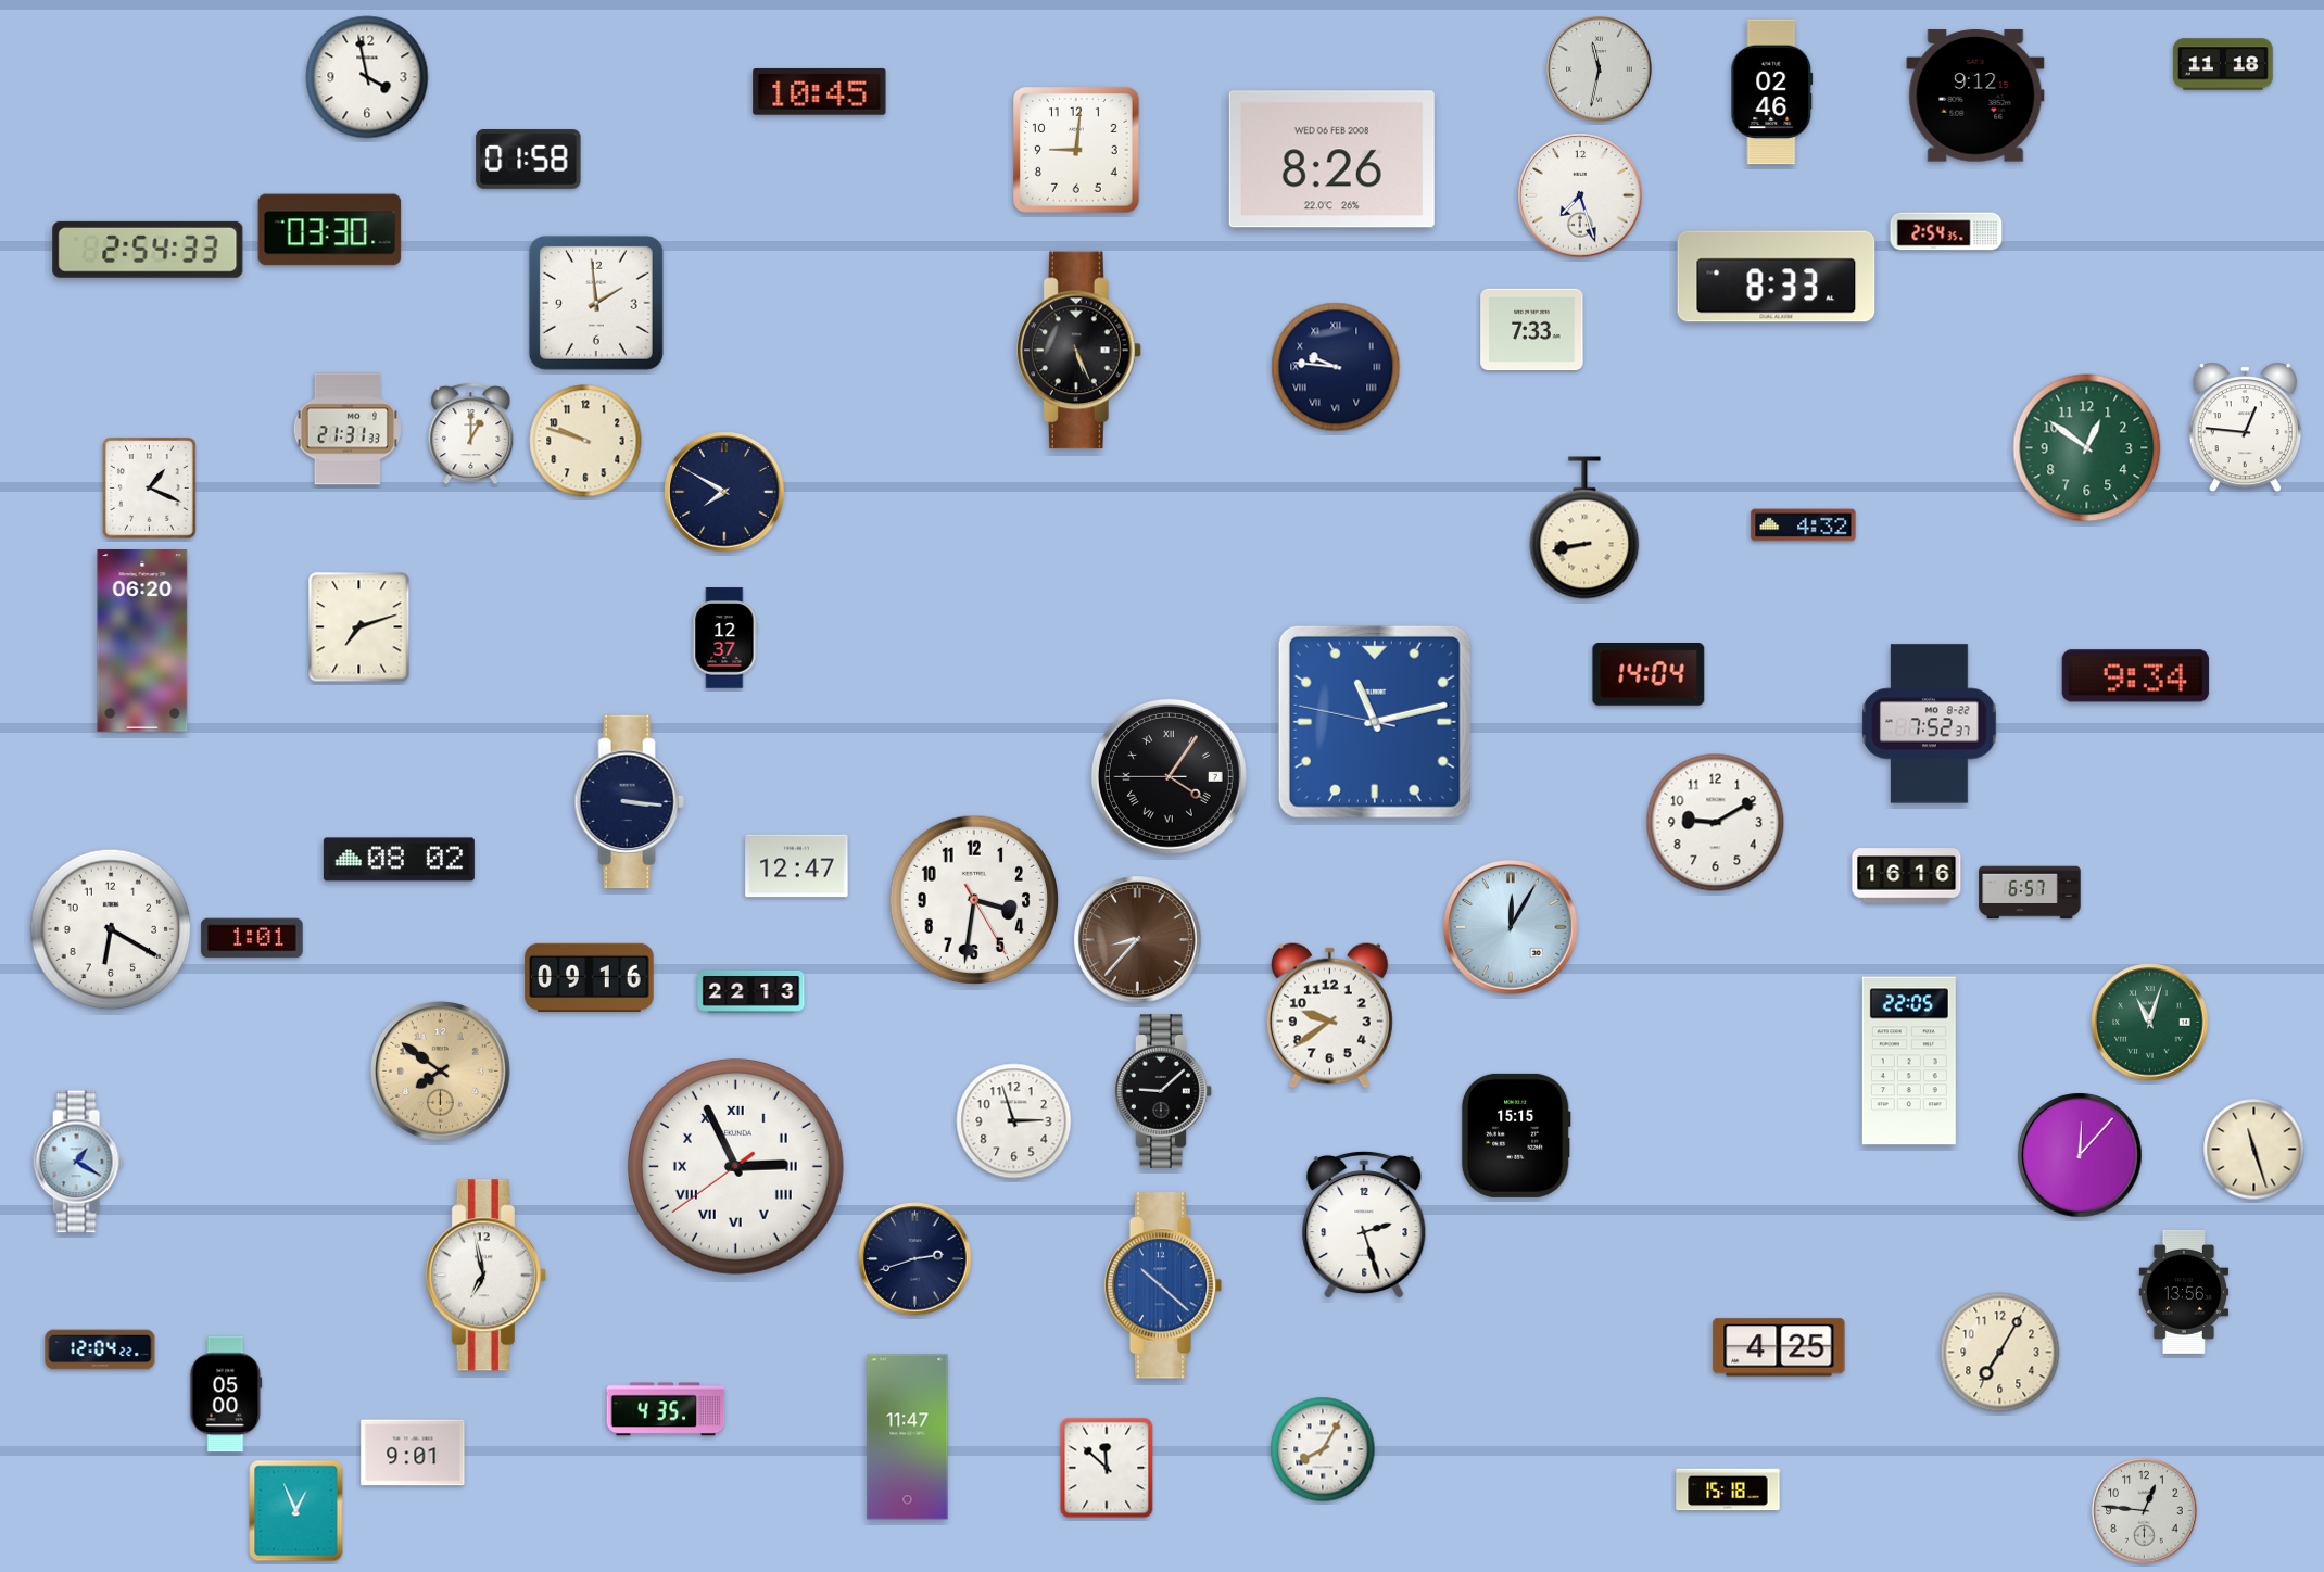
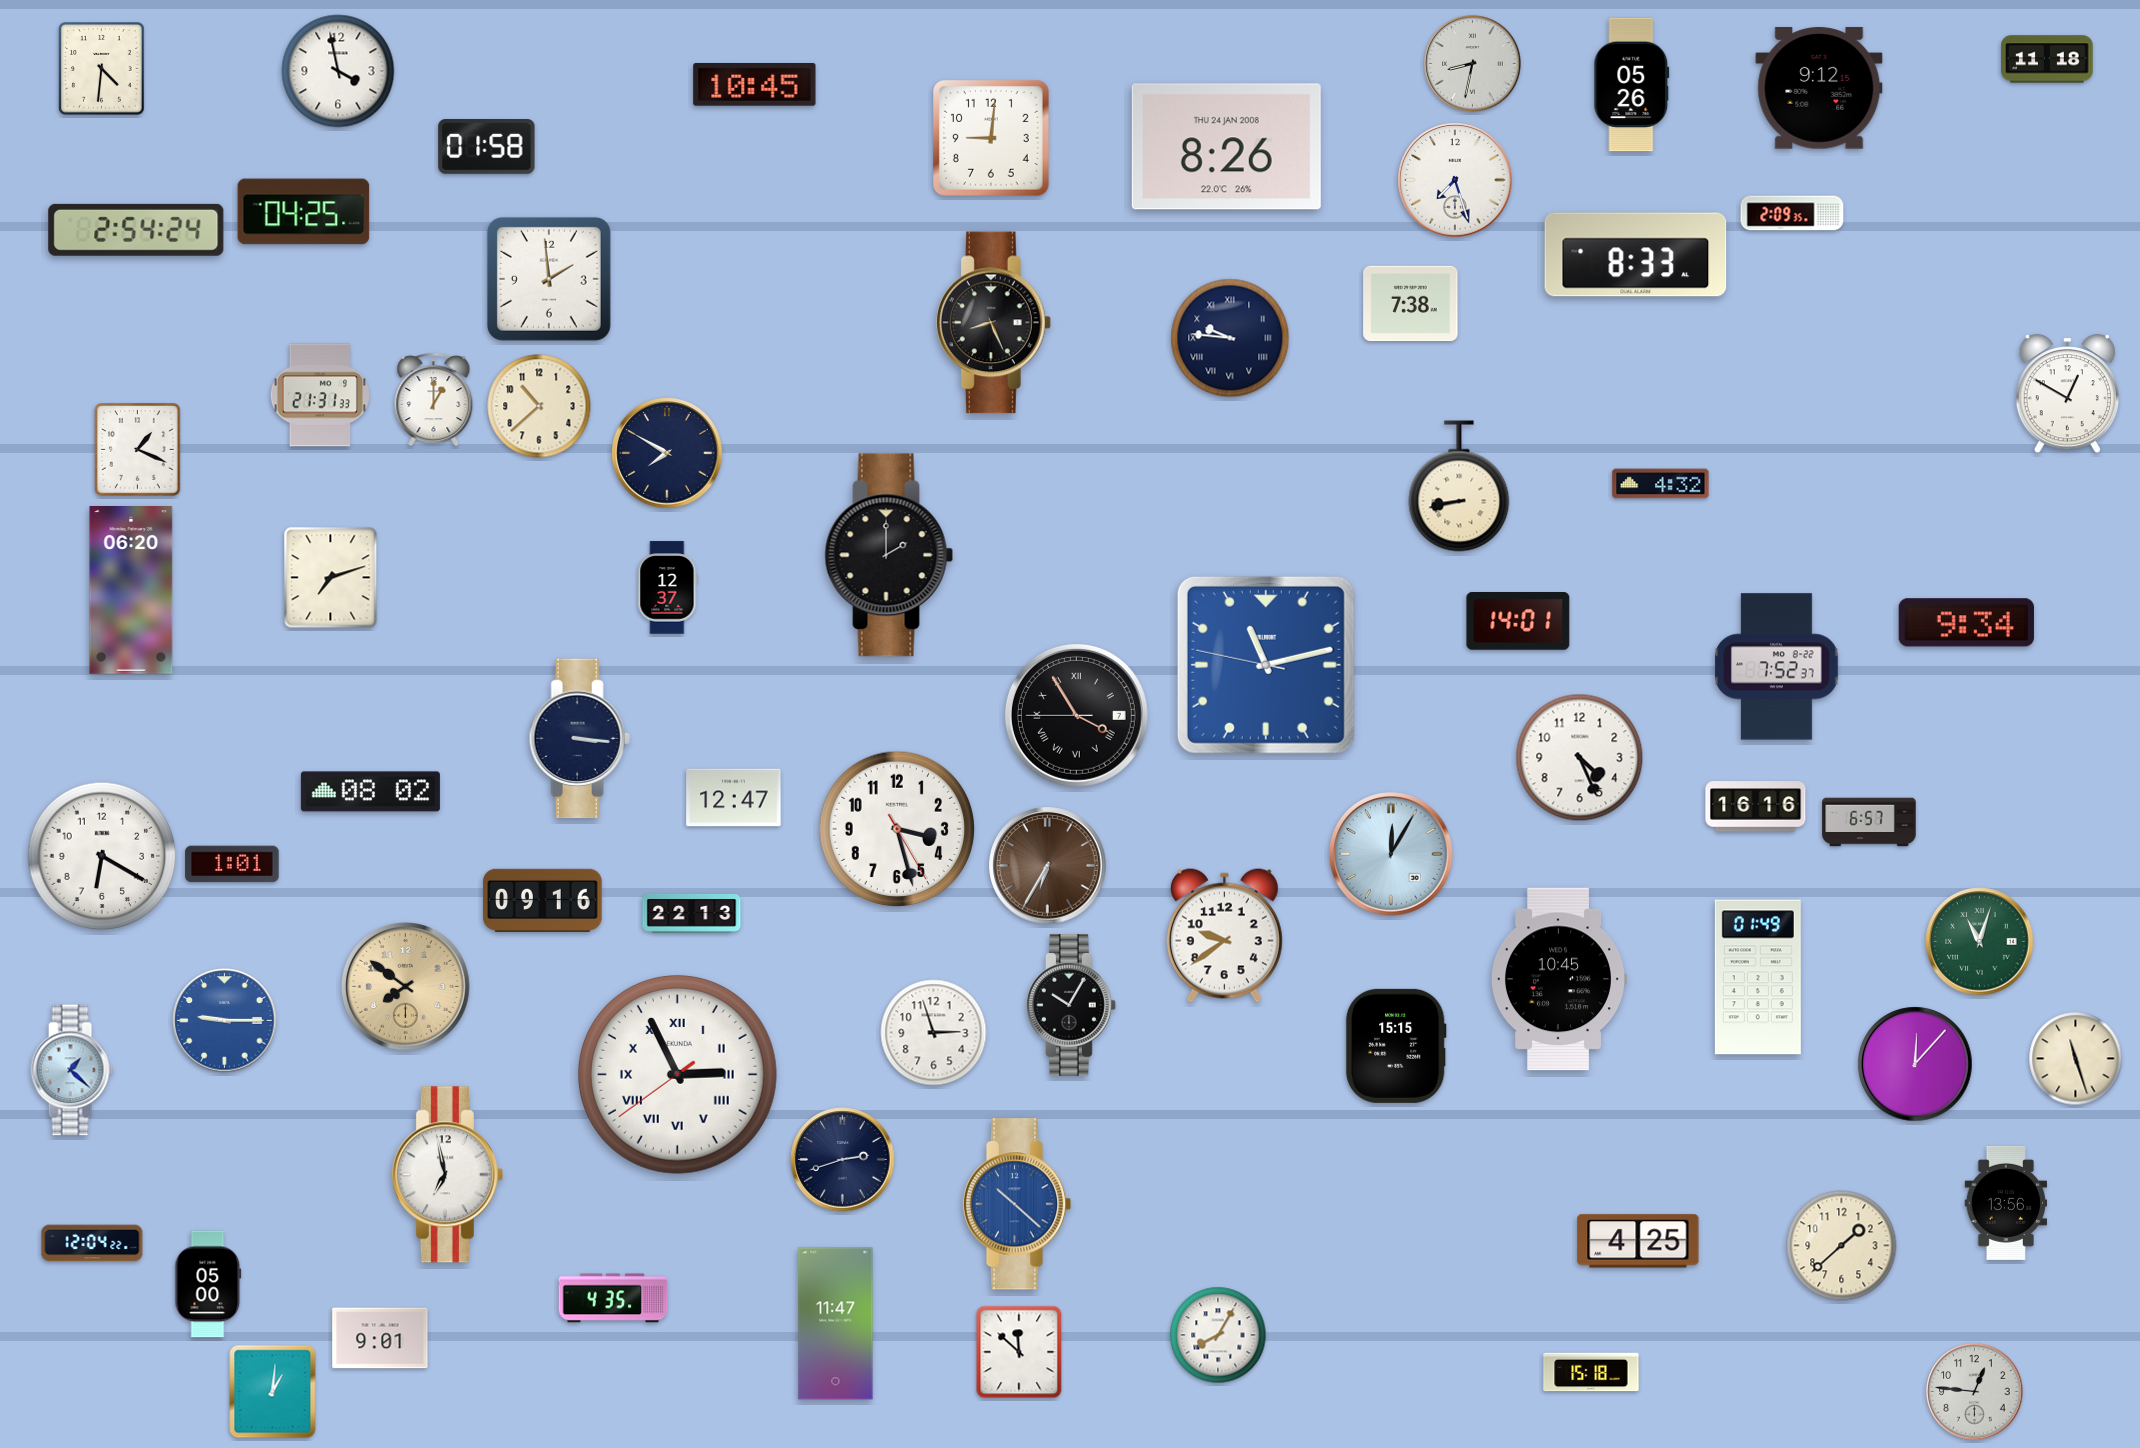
clock at (1600, 69): 11:32 -> 8:32
clock at (102, 69): none -> 4:31
clock at (1772, 92): 02:46 -> 05:26
clock at (1331, 160) date: WED 06 FEB 2008 -> THU 24 JAN 2008
clock at (330, 230): 03:30 -> 04:25
clock at (1946, 231): 2:54 -> 2:09
clock at (148, 250): 2:54:33 -> 2:54:24
clock at (1532, 330): 7:33 -> 7:38
clock at (1078, 351): 5:26 -> 8:26
clock at (2245, 428): 12:46 -> 12:50
clock at (585, 441): 9:48 -> 10:38
clock at (2087, 448): 12:51 -> none
clock at (889, 555): none -> 2:00
clock at (1649, 675): 14:04 -> 14:01
clock at (1169, 776): 4:05 -> 3:54
clock at (1716, 823): 9:10 -> 4:26
clock at (399, 860) position: (399, 860) -> (370, 792)
clock at (974, 900): 3:31 -> 3:27
clock at (1138, 940): 8:37 -> 6:35
clock at (1909, 1061): 22:05 -> 01:49
clock at (1558, 979): none -> 10:45
clock at (1164, 1091): 9:08 -> 10:05
clock at (225, 1021): none -> 9:15
clock at (78, 1162): 1:20 -> 1:22
clock at (1364, 1225): 2:27 -> none
clock at (1163, 1285) position: (1163, 1285) -> (1017, 1204)
clock at (2184, 1292) position: (2184, 1292) -> (2006, 1203)
clock at (2000, 1353): 7:05 -> 1:38
clock at (296, 1511): 12:56 -> 1:01
